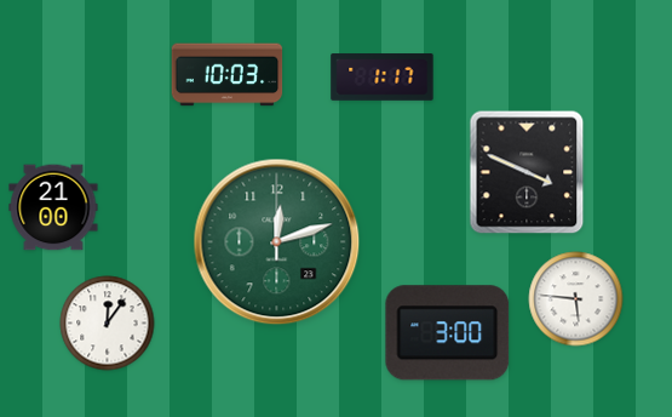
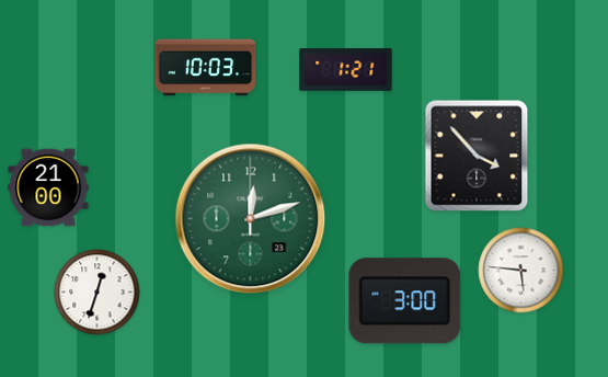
clock at (383, 78): 1:17 -> 1:21
clock at (527, 172): 3:49 -> 3:53
clock at (108, 324): 12:06 -> 12:33
